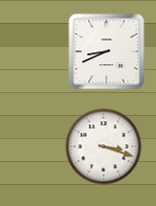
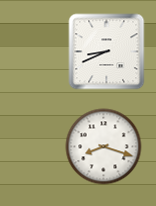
clock at (104, 147): 3:18 -> 8:18
